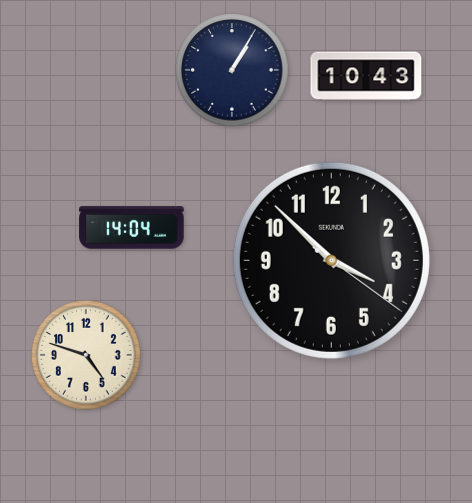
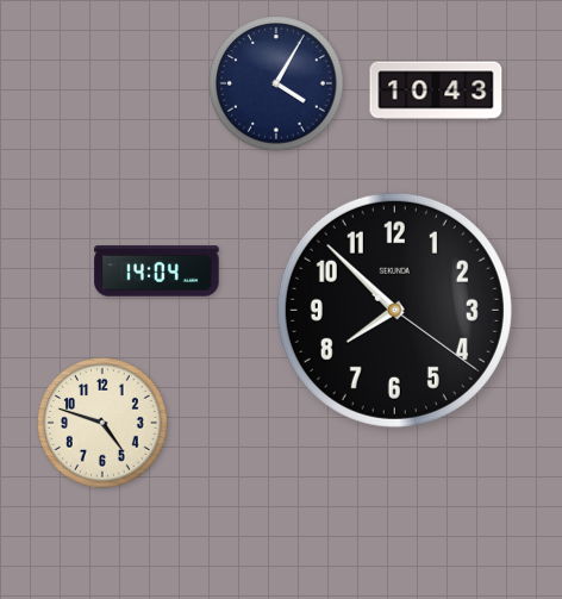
clock at (232, 70): 1:05 -> 4:05
clock at (331, 260): 3:52 -> 7:52
